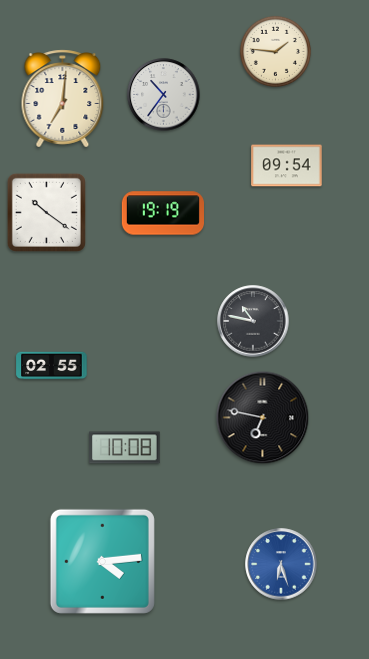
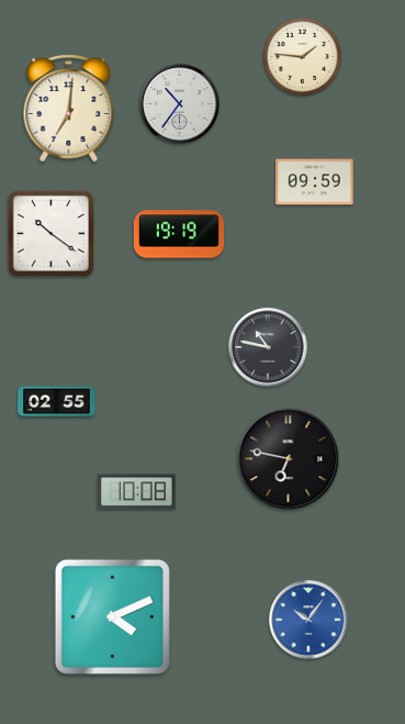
clock at (287, 166): 09:54 -> 09:59
clock at (253, 321) position: (253, 321) -> (268, 347)
clock at (102, 561): 4:14 -> 4:11
clock at (281, 564): 6:27 -> 10:06
